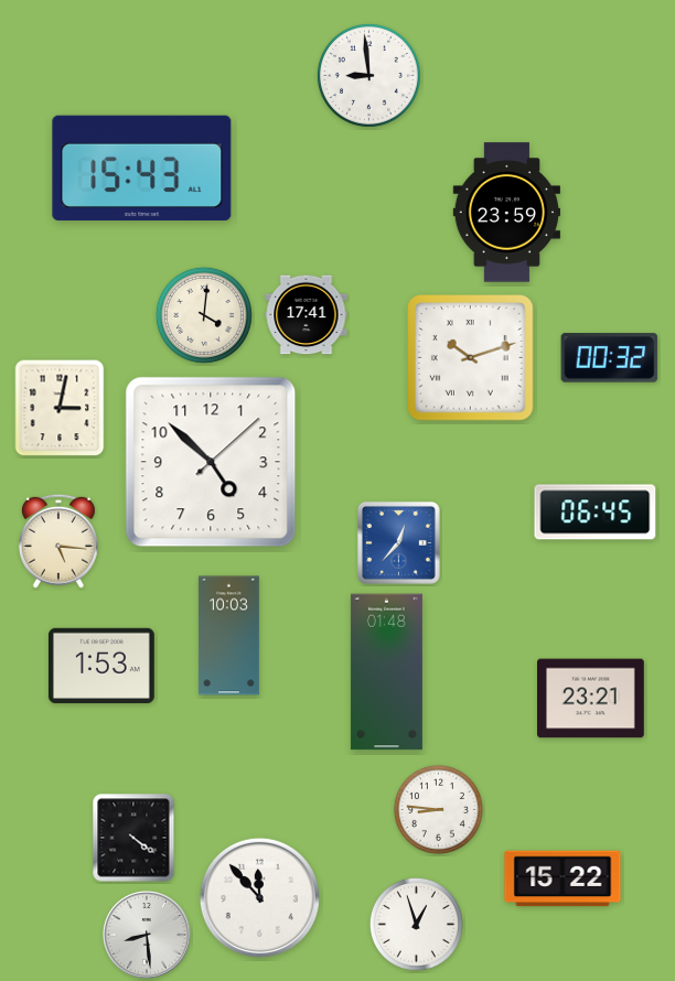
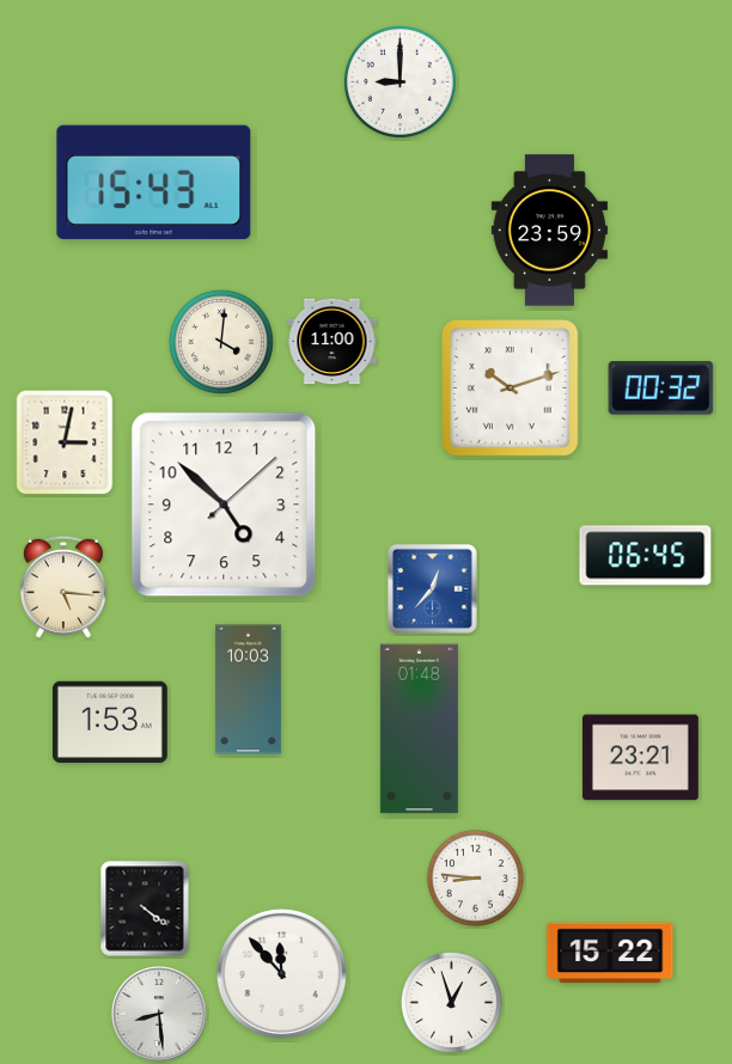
clock at (368, 75): 8:59 -> 9:00
clock at (307, 315): 17:41 -> 11:00
clock at (211, 462) position: (211, 462) -> (224, 505)
